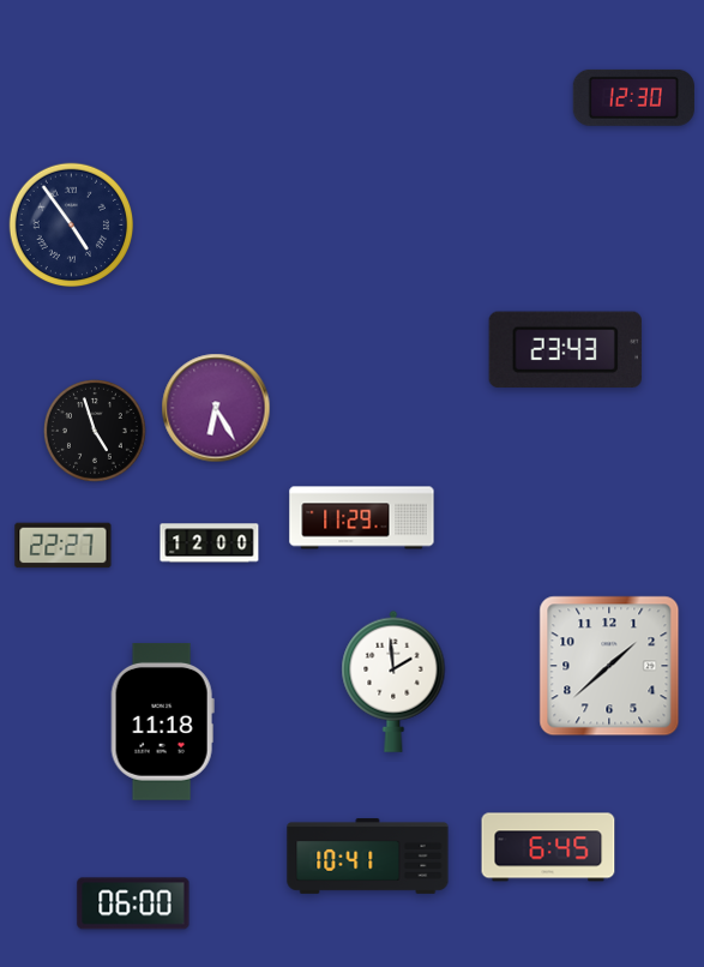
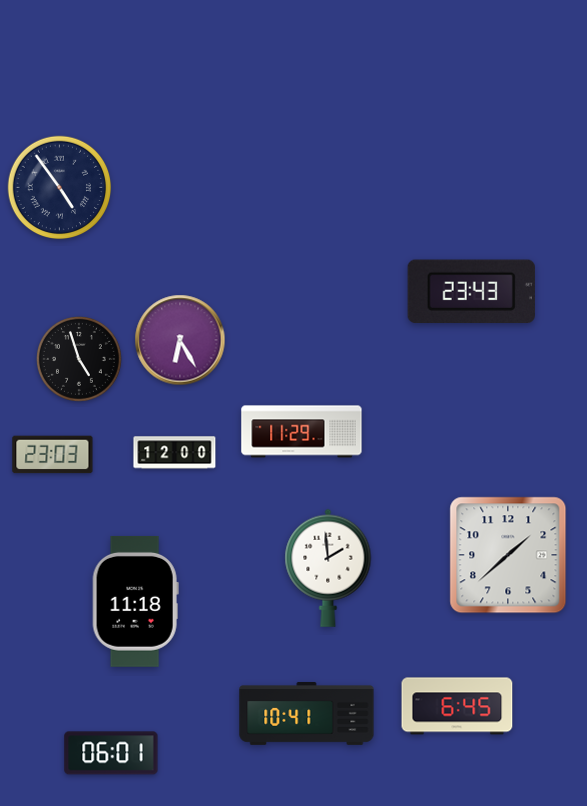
clock at (633, 97): 12:30 -> none
clock at (64, 546): 22:27 -> 23:03
clock at (133, 903): 06:00 -> 06:01
